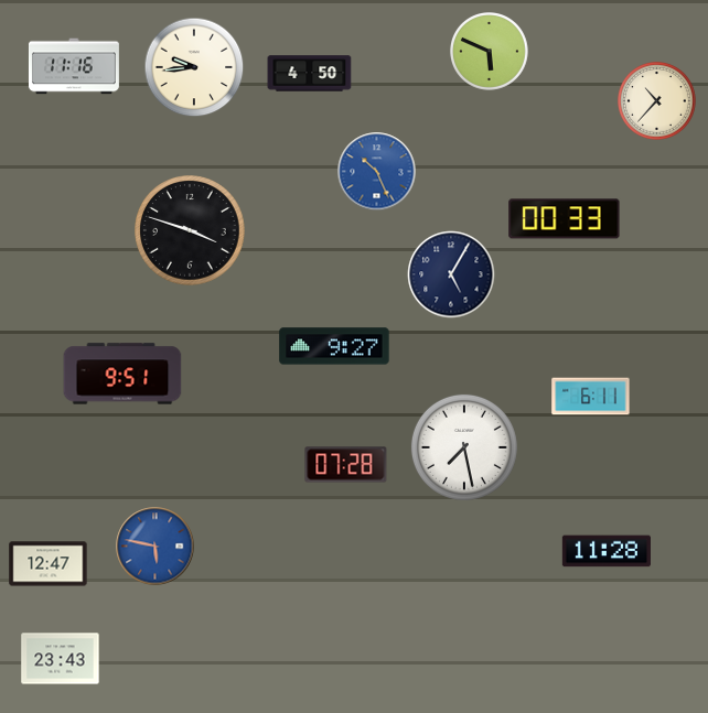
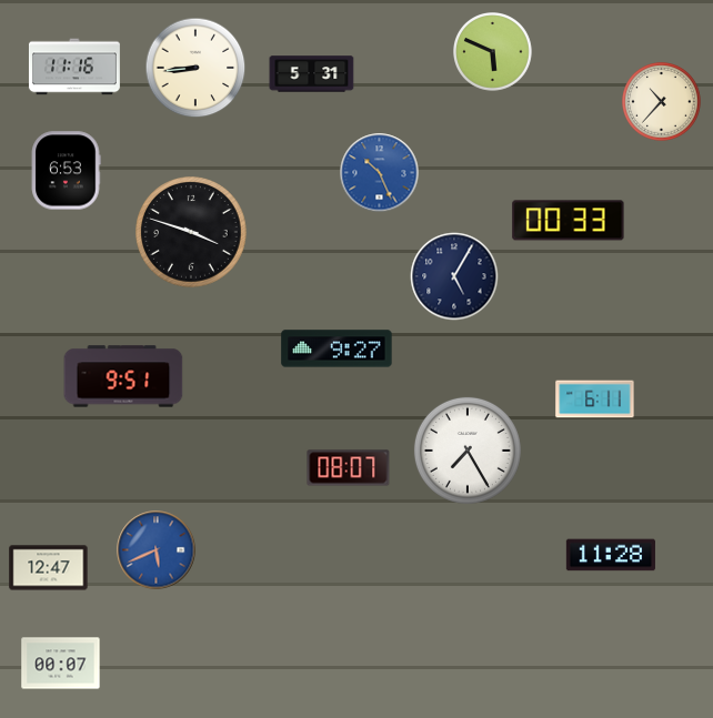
clock at (194, 67): 9:44 -> 8:44
clock at (310, 74): 4:50 -> 5:31
clock at (66, 171): none -> 6:53
clock at (464, 447): 7:28 -> 7:25
clock at (346, 465): 07:28 -> 08:07
clock at (155, 547): 5:47 -> 5:41
clock at (61, 659): 23:43 -> 00:07
